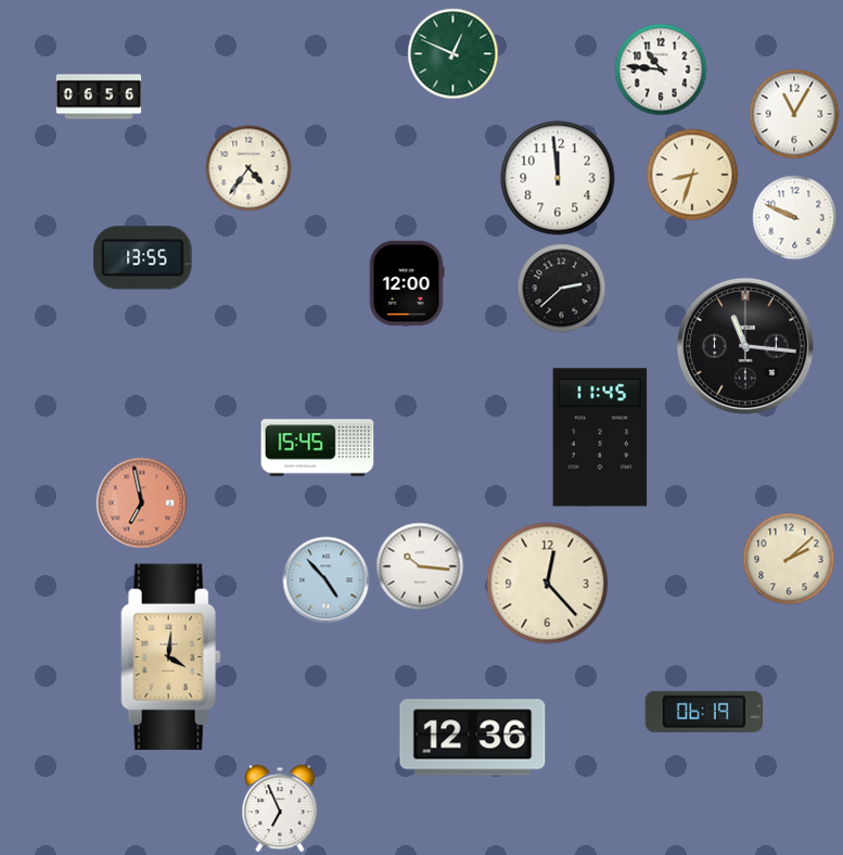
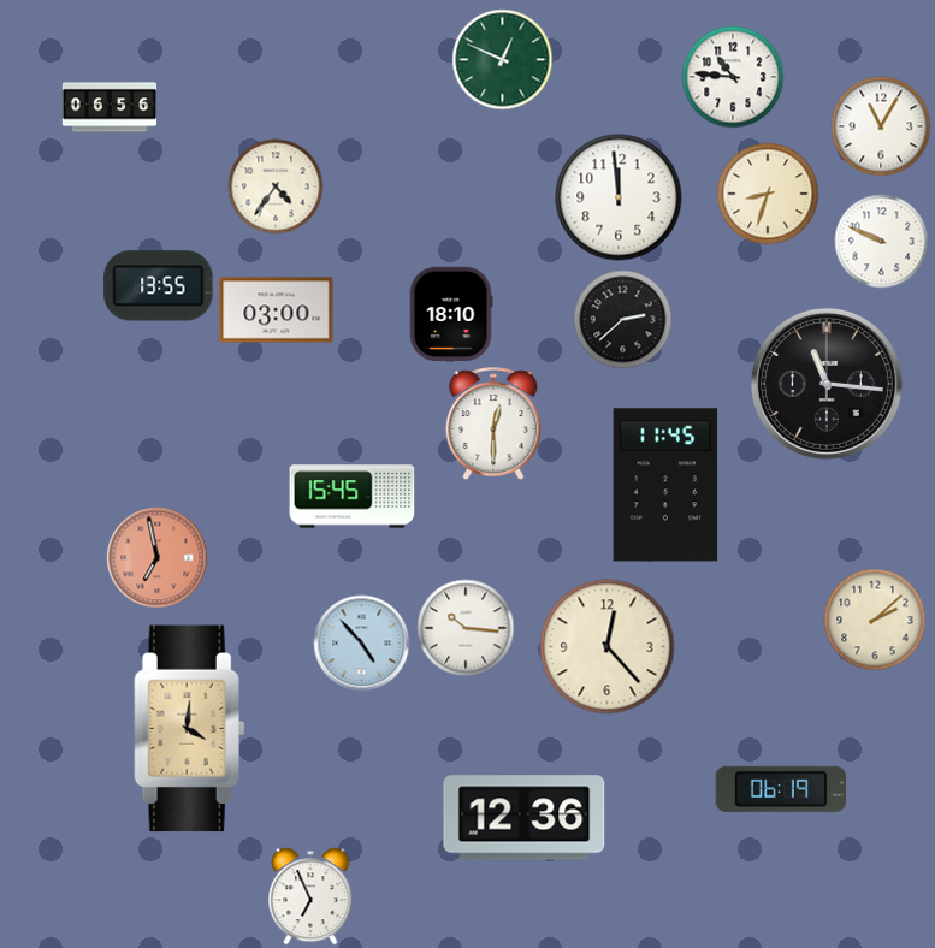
clock at (277, 310): none -> 03:00
clock at (407, 282): 12:00 -> 18:10
clock at (493, 423): none -> 12:30
